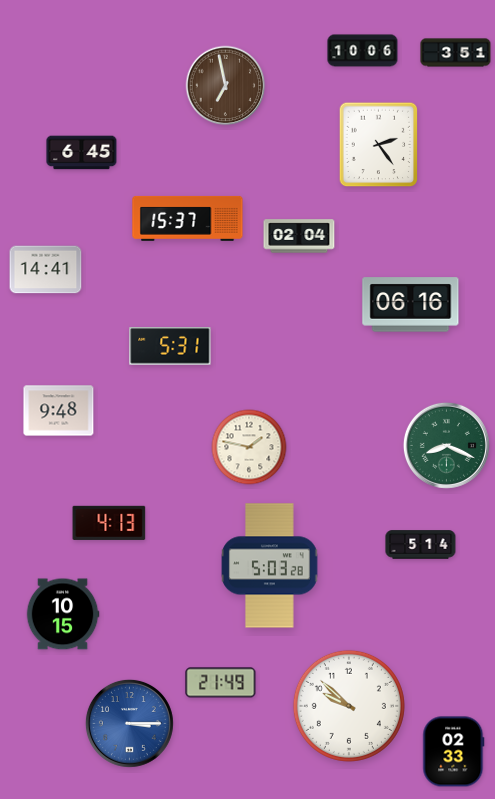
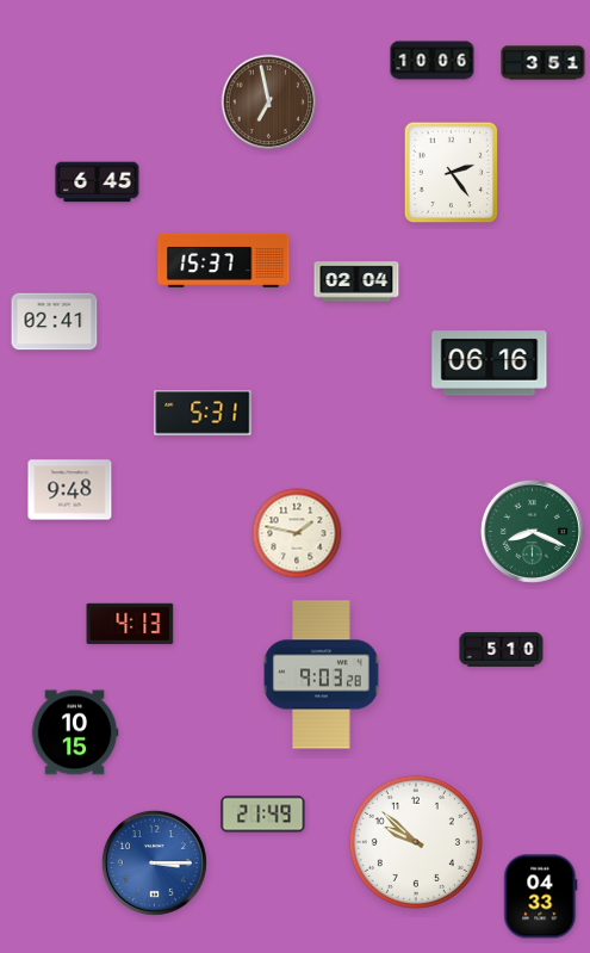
clock at (46, 270): 14:41 -> 02:41
clock at (421, 545): 5:14 -> 5:10
clock at (270, 566): 5:03 -> 9:03
clock at (454, 752): 02:33 -> 04:33
